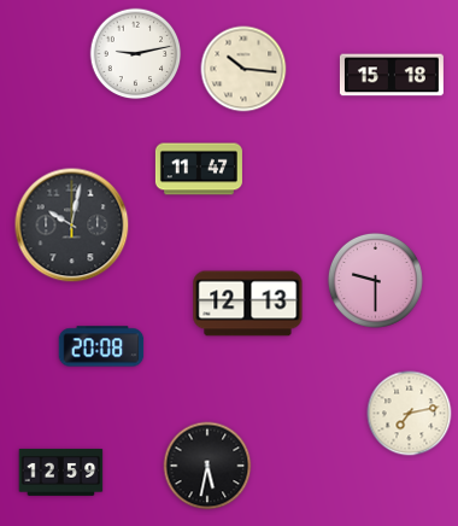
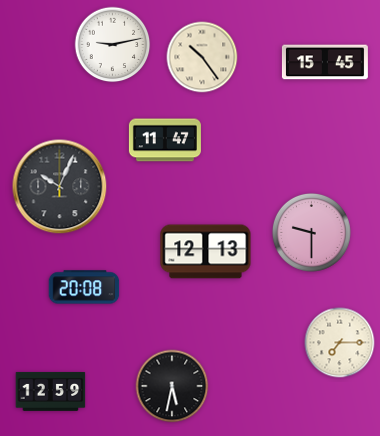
clock at (243, 69): 10:16 -> 10:24
clock at (392, 75): 15:18 -> 15:45
clock at (72, 226): 10:02 -> 10:04
clock at (410, 414): 7:13 -> 7:15
